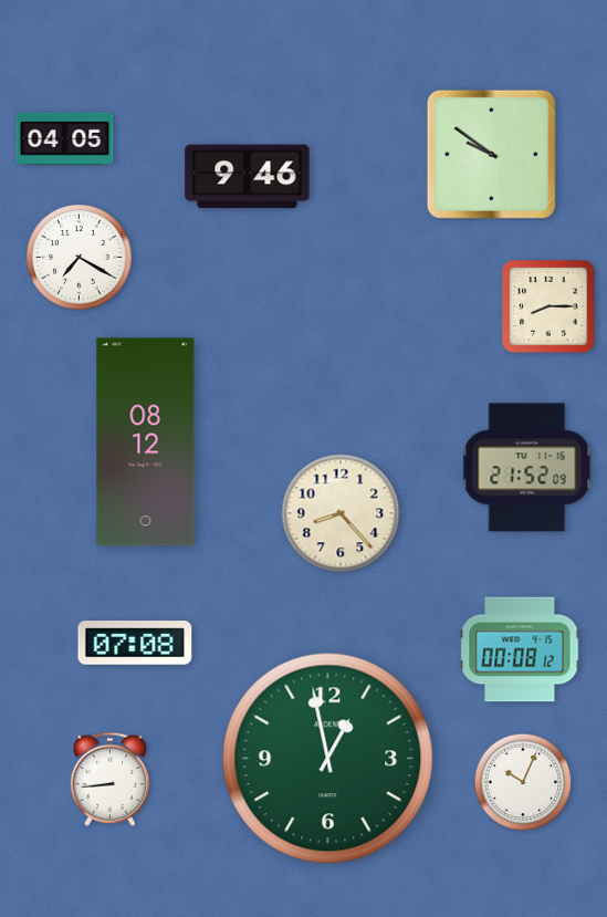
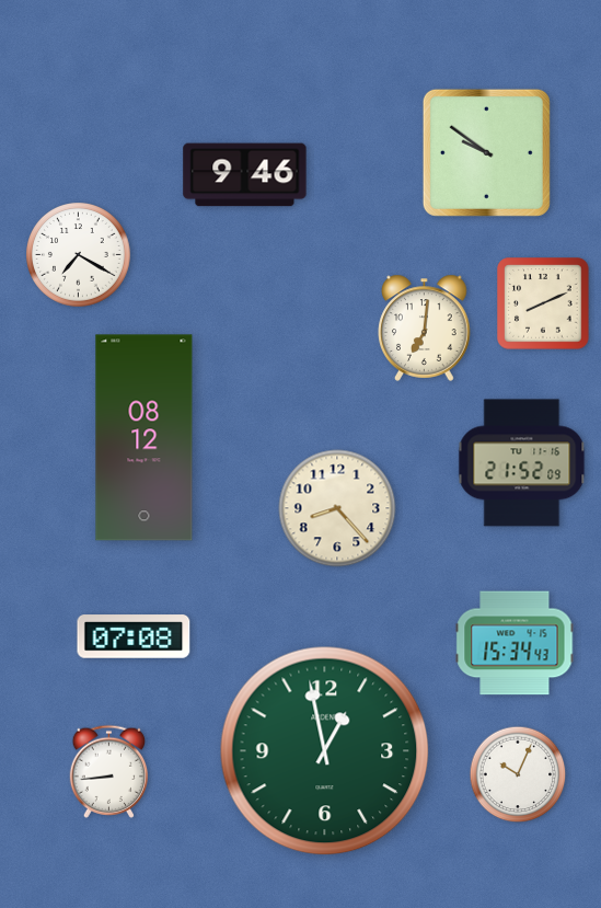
clock at (65, 138): 04:05 -> none
clock at (548, 306): 8:15 -> 8:11
clock at (425, 327): none -> 7:01
clock at (520, 649): 00:08 -> 15:34
